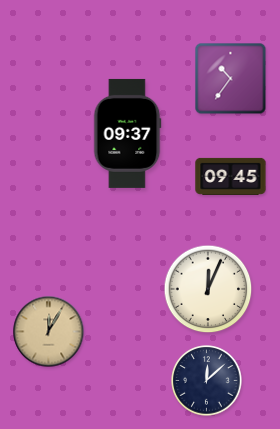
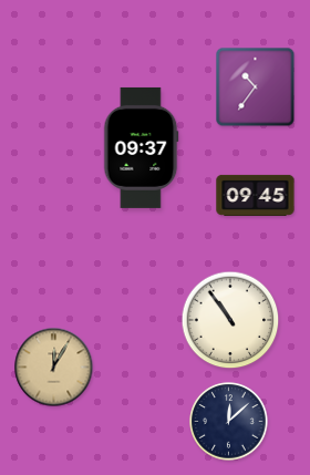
clock at (208, 289): 12:04 -> 10:54
